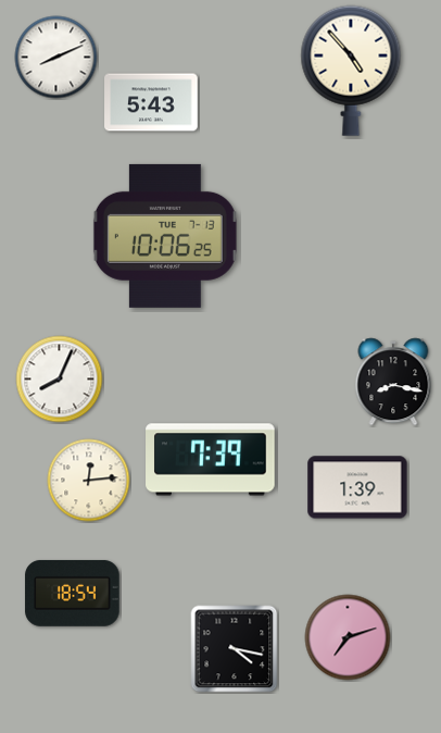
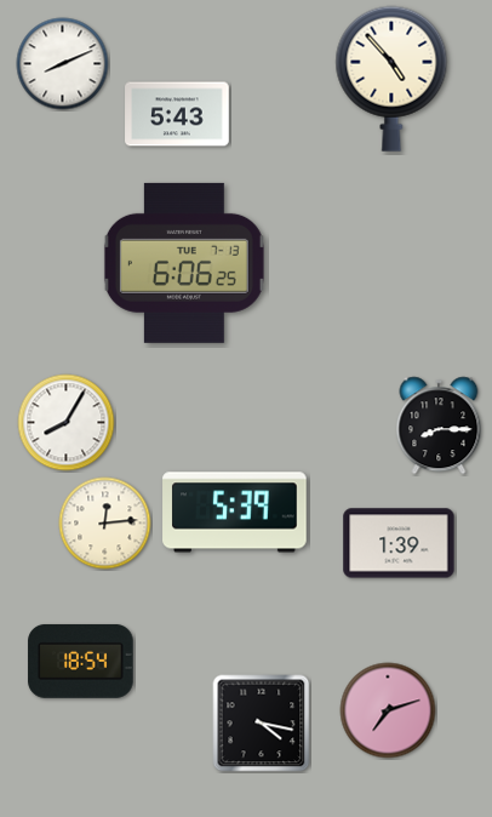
clock at (151, 102) position: (151, 102) -> (177, 114)
clock at (165, 236): 10:06 -> 6:06
clock at (60, 380): 8:04 -> 8:05
clock at (393, 382): 8:17 -> 8:15
clock at (211, 460): 7:39 -> 5:39
clock at (89, 481) position: (89, 481) -> (105, 524)
